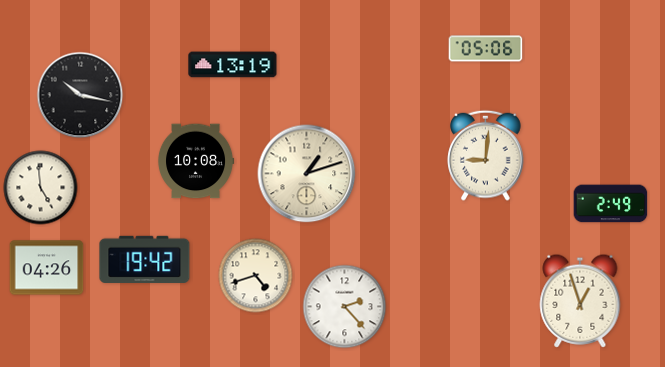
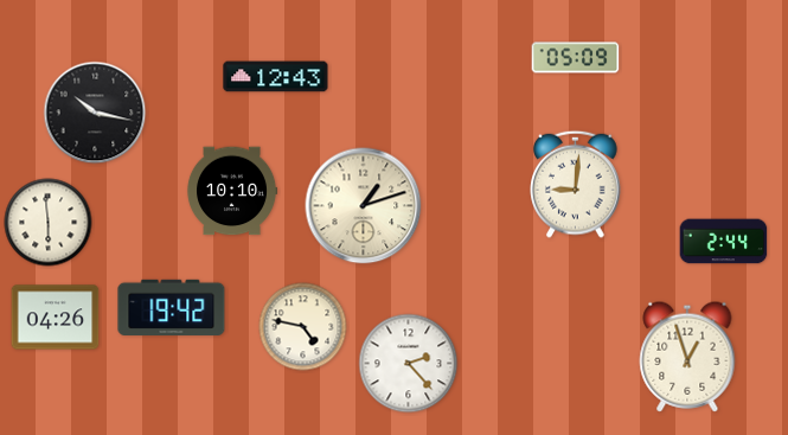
clock at (486, 49): 05:06 -> 05:09
clock at (233, 65): 13:19 -> 12:43
clock at (196, 161): 10:08 -> 10:10
clock at (41, 188): 4:59 -> 5:59
clock at (611, 204): 2:49 -> 2:44
clock at (256, 276): 4:42 -> 4:47
